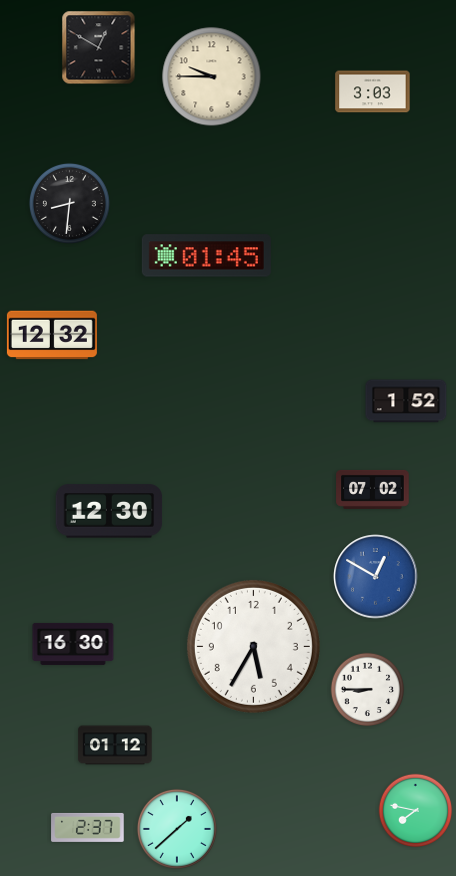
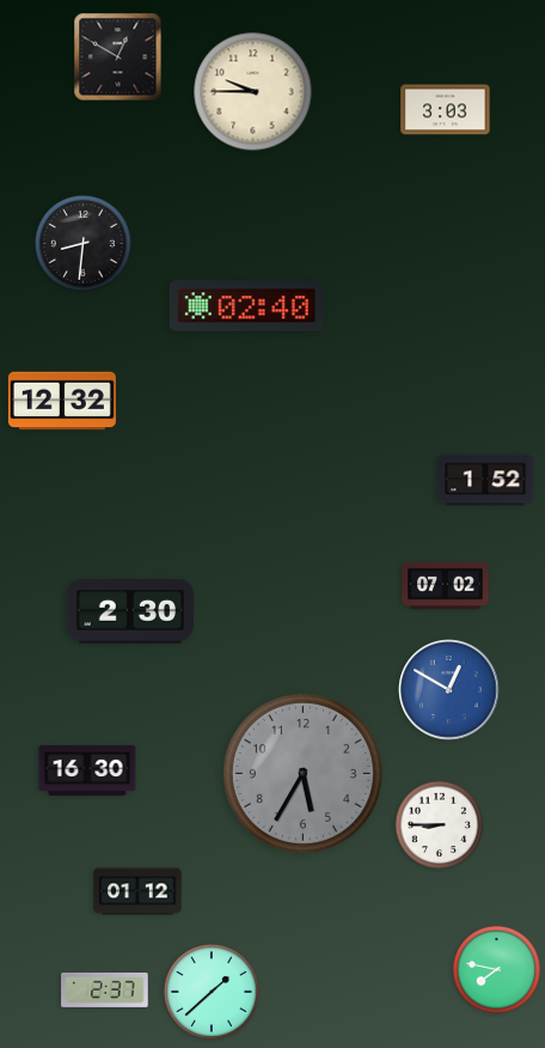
clock at (206, 256): 01:45 -> 02:40
clock at (109, 511): 12:30 -> 2:30
clock at (253, 646) dial: white -> grey
